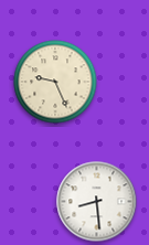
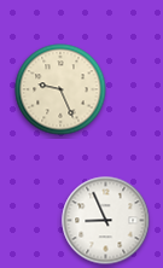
clock at (97, 202): 8:29 -> 8:56
